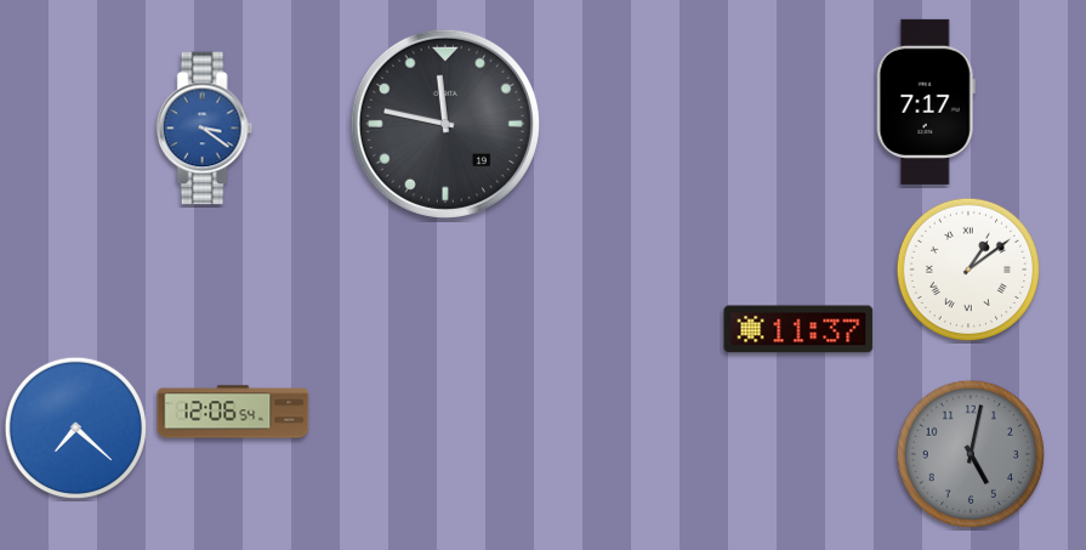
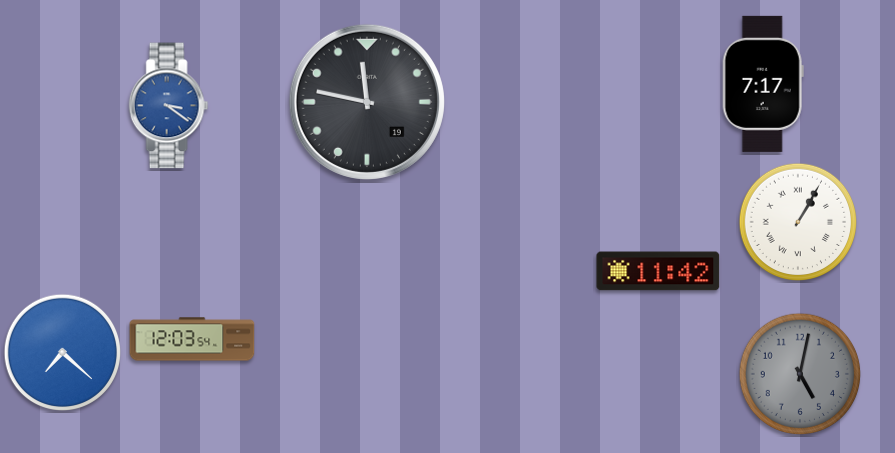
clock at (968, 270): 1:09 -> 1:05
clock at (798, 329): 11:37 -> 11:42
clock at (233, 412): 12:06 -> 12:03
